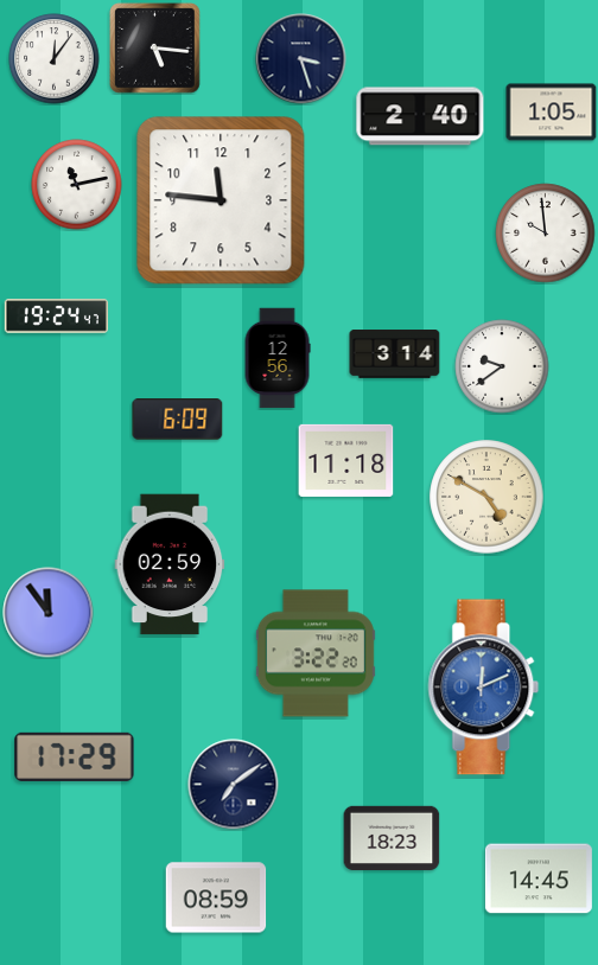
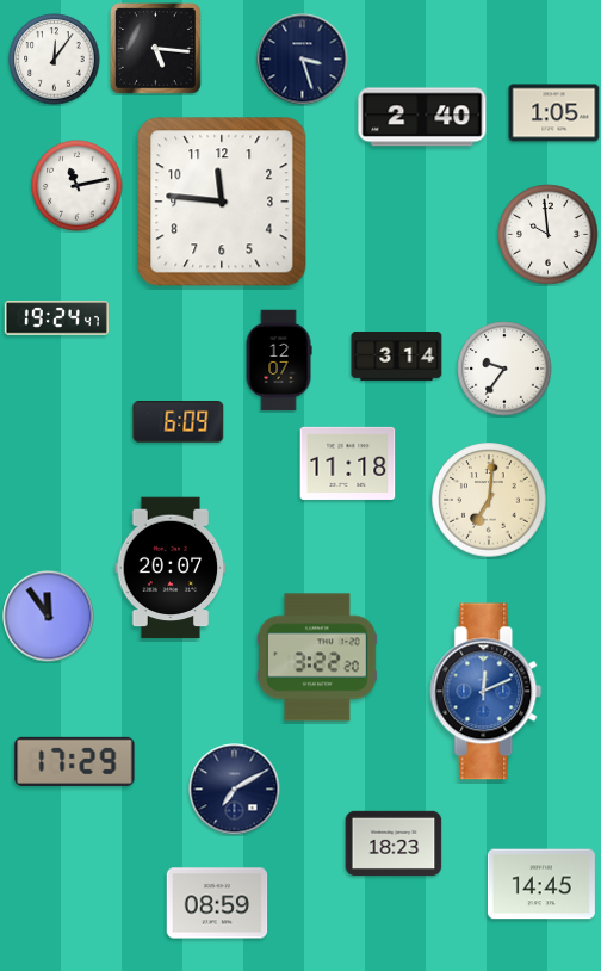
clock at (278, 358): 12:56 -> 12:07
clock at (502, 366): 9:39 -> 9:36
clock at (486, 497): 4:50 -> 7:01
clock at (170, 564): 02:59 -> 20:07
clock at (234, 785): 7:09 -> 7:10
